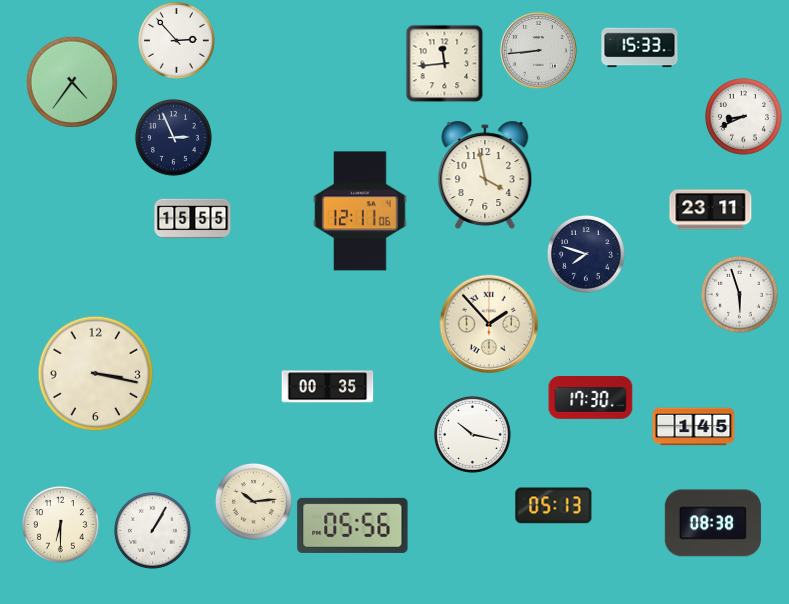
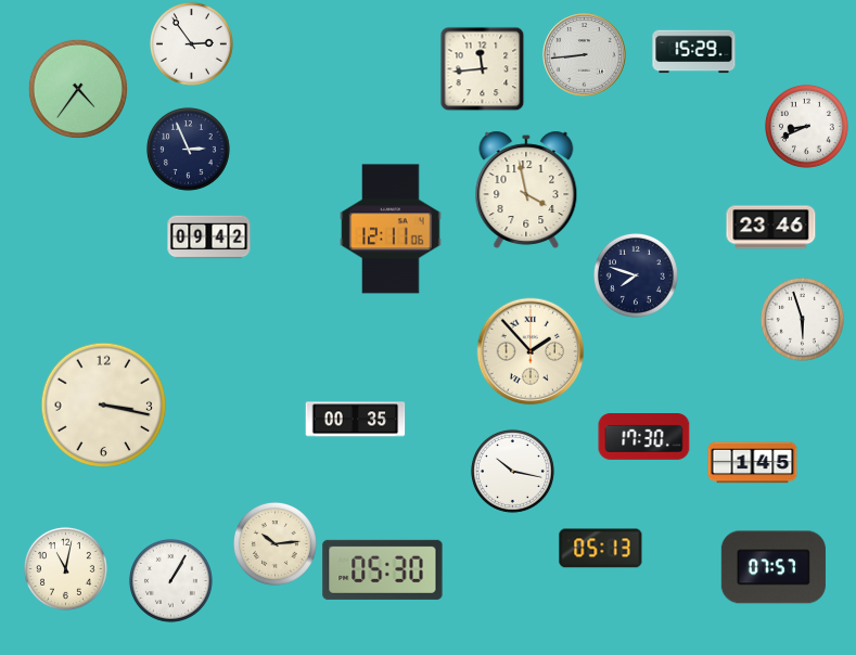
clock at (176, 40): 2:53 -> 2:54
clock at (640, 48): 15:33 -> 15:29
clock at (711, 210): 23:11 -> 23:46
clock at (193, 219): 15:55 -> 09:42
clock at (591, 398) position: (591, 398) -> (644, 437)
clock at (713, 523): 08:38 -> 07:57
clock at (60, 524): 6:30 -> 11:02
clock at (353, 525): 05:56 -> 05:30
clock at (152, 530) position: (152, 530) -> (170, 580)
